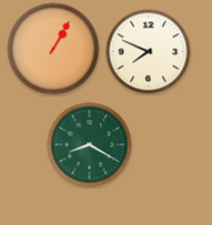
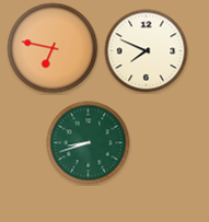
clock at (53, 49): 1:05 -> 6:47
clock at (90, 145): 8:20 -> 8:42
